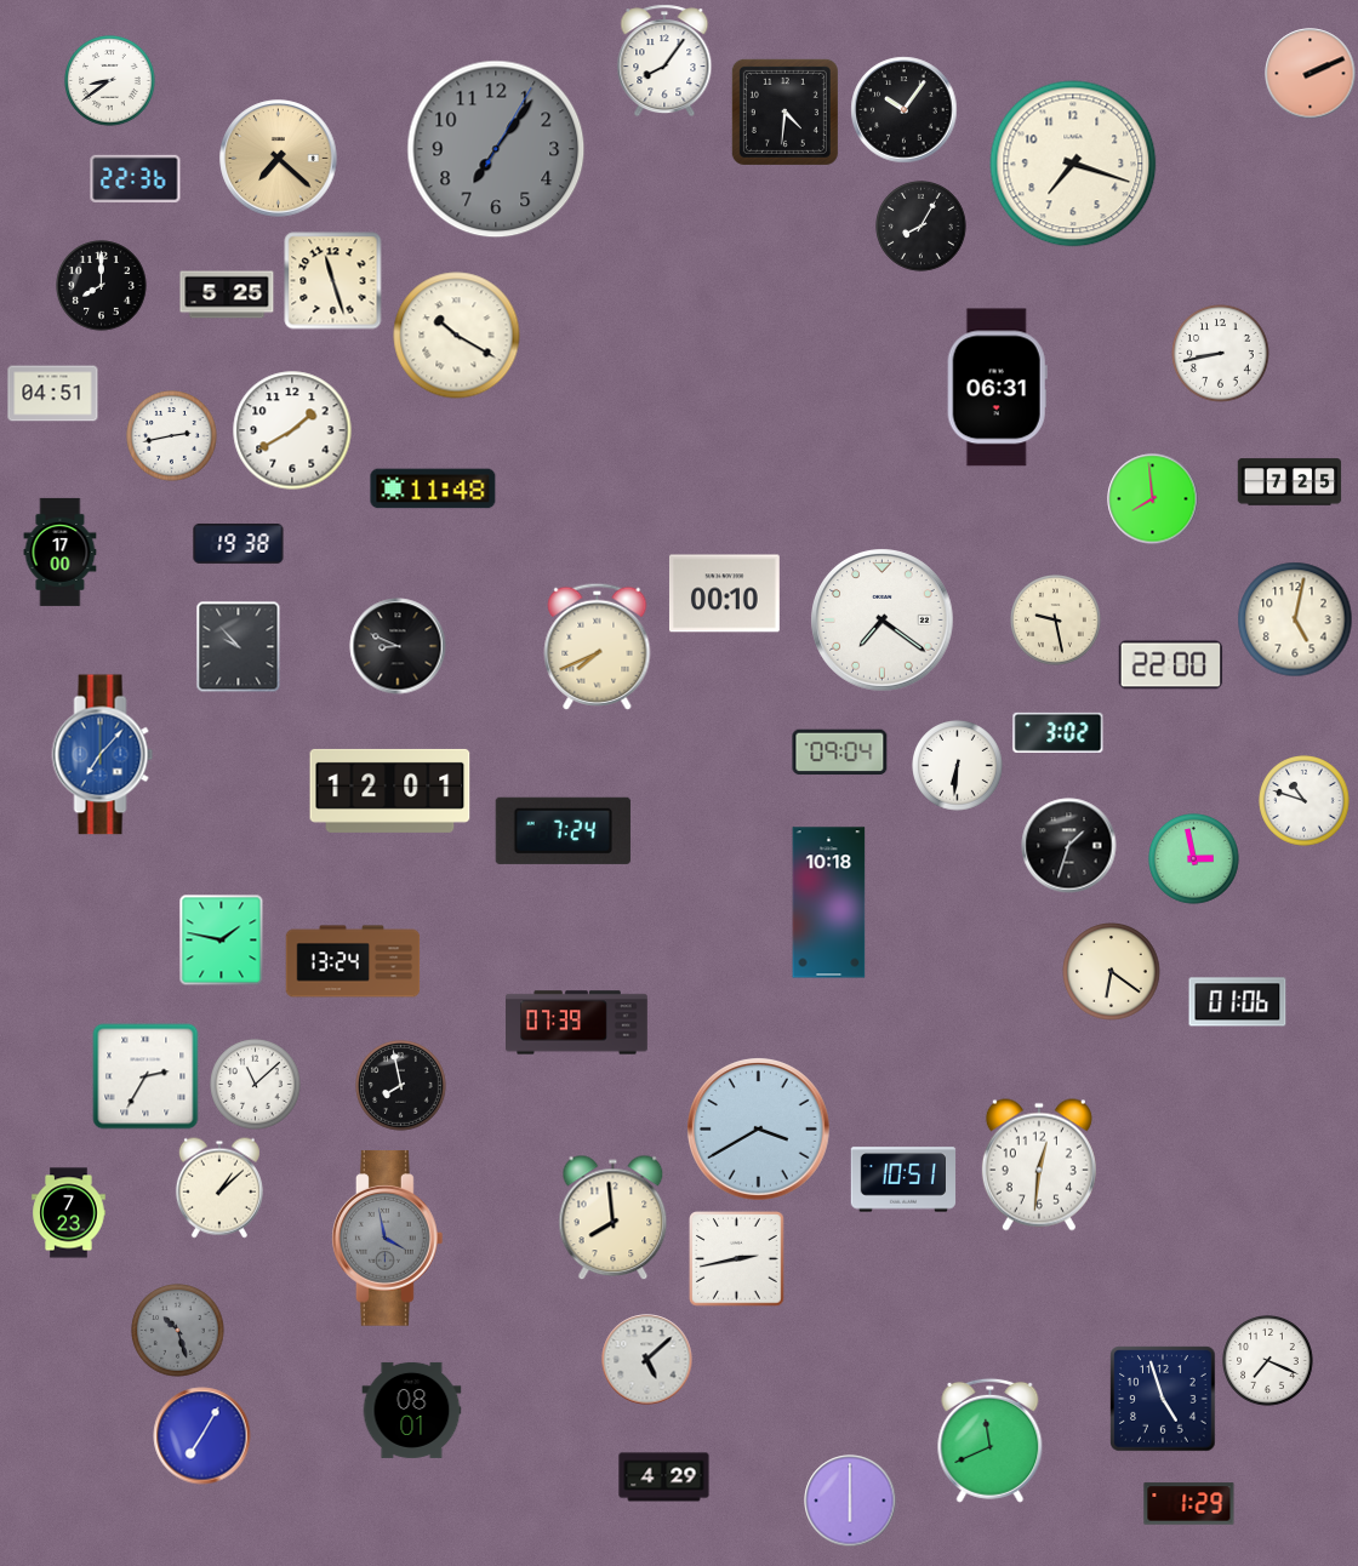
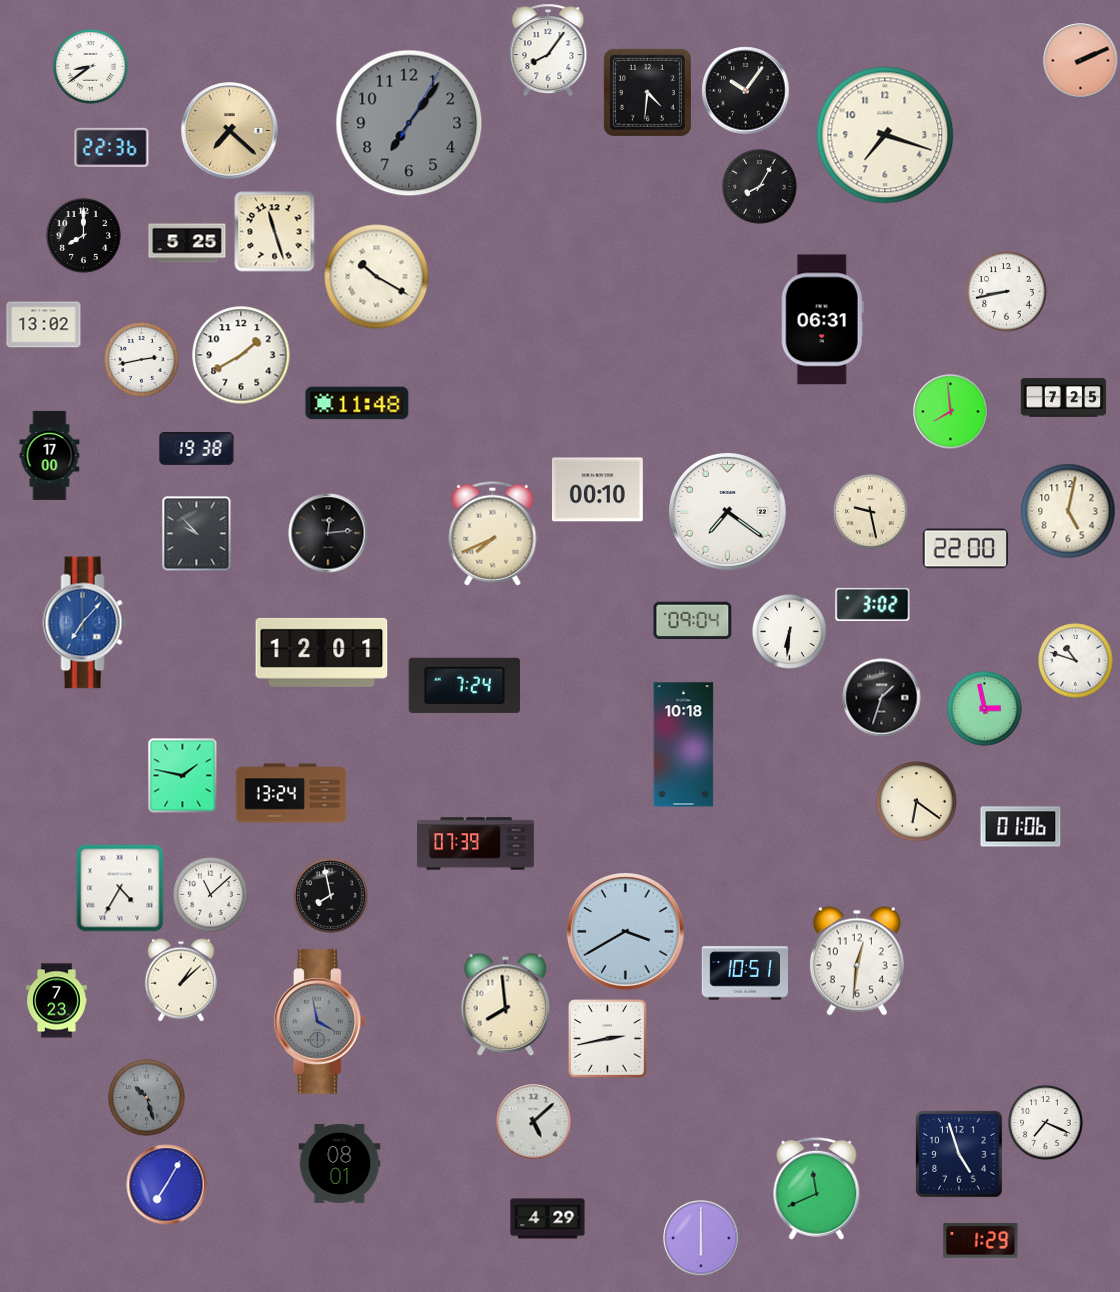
clock at (53, 394): 04:51 -> 13:02
clock at (398, 646): 8:49 -> 12:14
clock at (145, 1076): 2:35 -> 4:35
